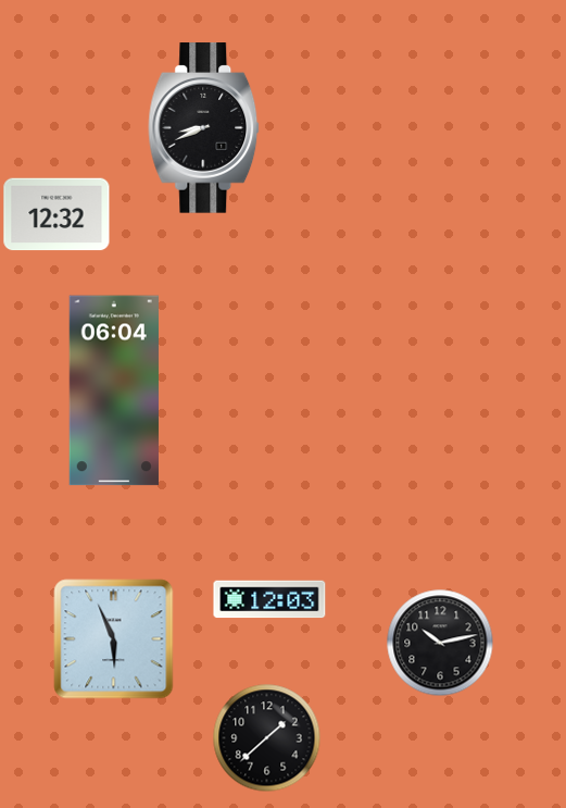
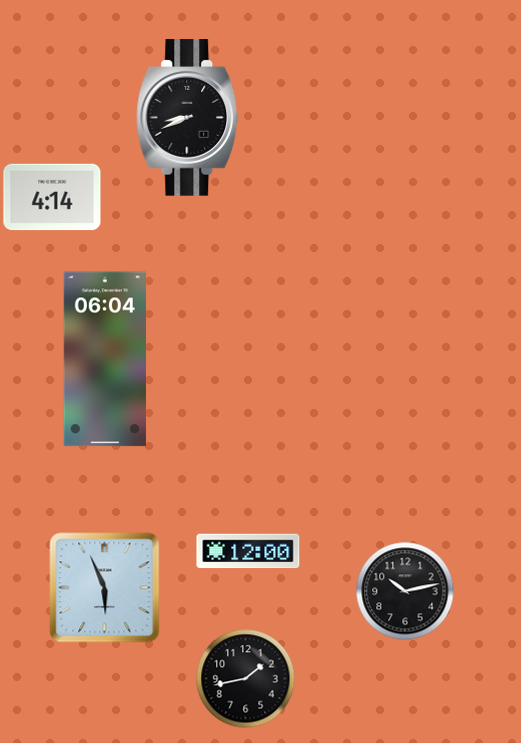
clock at (56, 214): 12:32 -> 4:14
clock at (269, 599): 12:03 -> 12:00
clock at (267, 738): 1:38 -> 1:43
